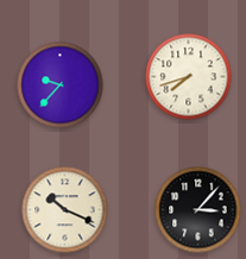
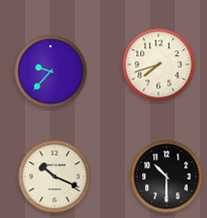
clock at (198, 210): 3:07 -> 10:30
